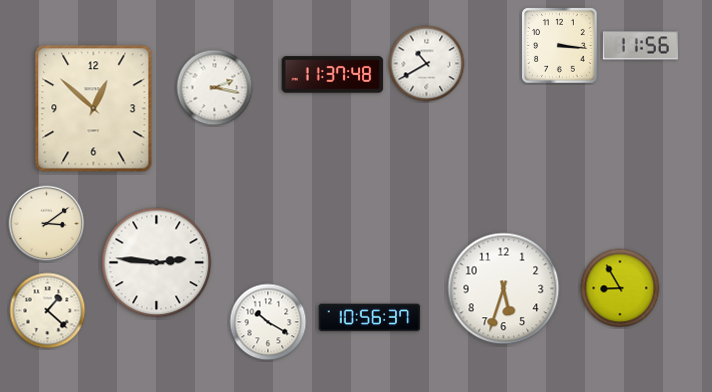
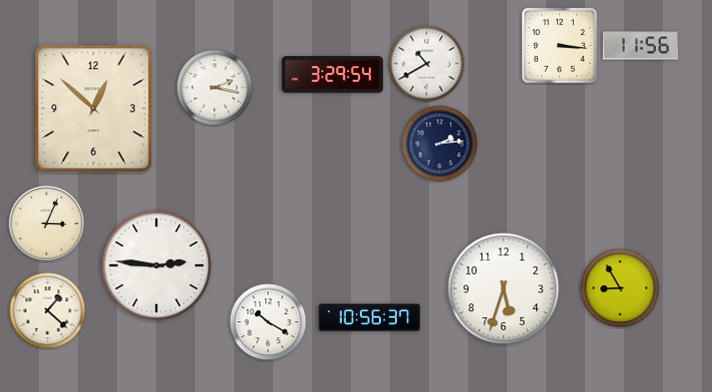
clock at (333, 75): 11:37 -> 3:29
clock at (440, 144): none -> 2:14
clock at (47, 224): 3:09 -> 3:04
clock at (157, 263) position: (157, 263) -> (157, 266)
